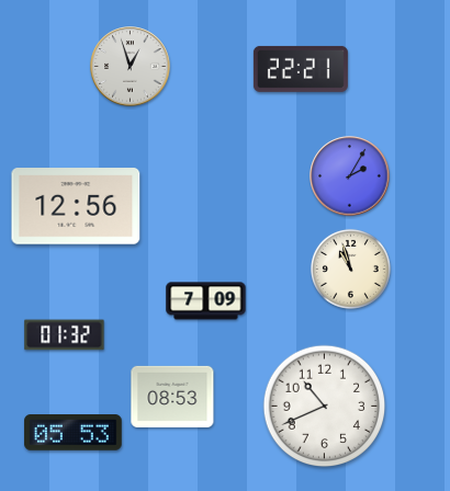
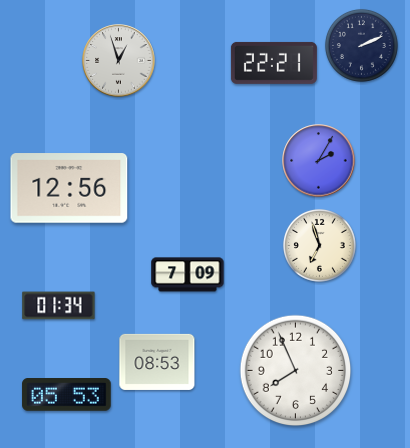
clock at (361, 45): none -> 2:11
clock at (350, 269): 10:57 -> 6:57
clock at (65, 335): 01:32 -> 01:34
clock at (325, 407): 10:41 -> 7:56
